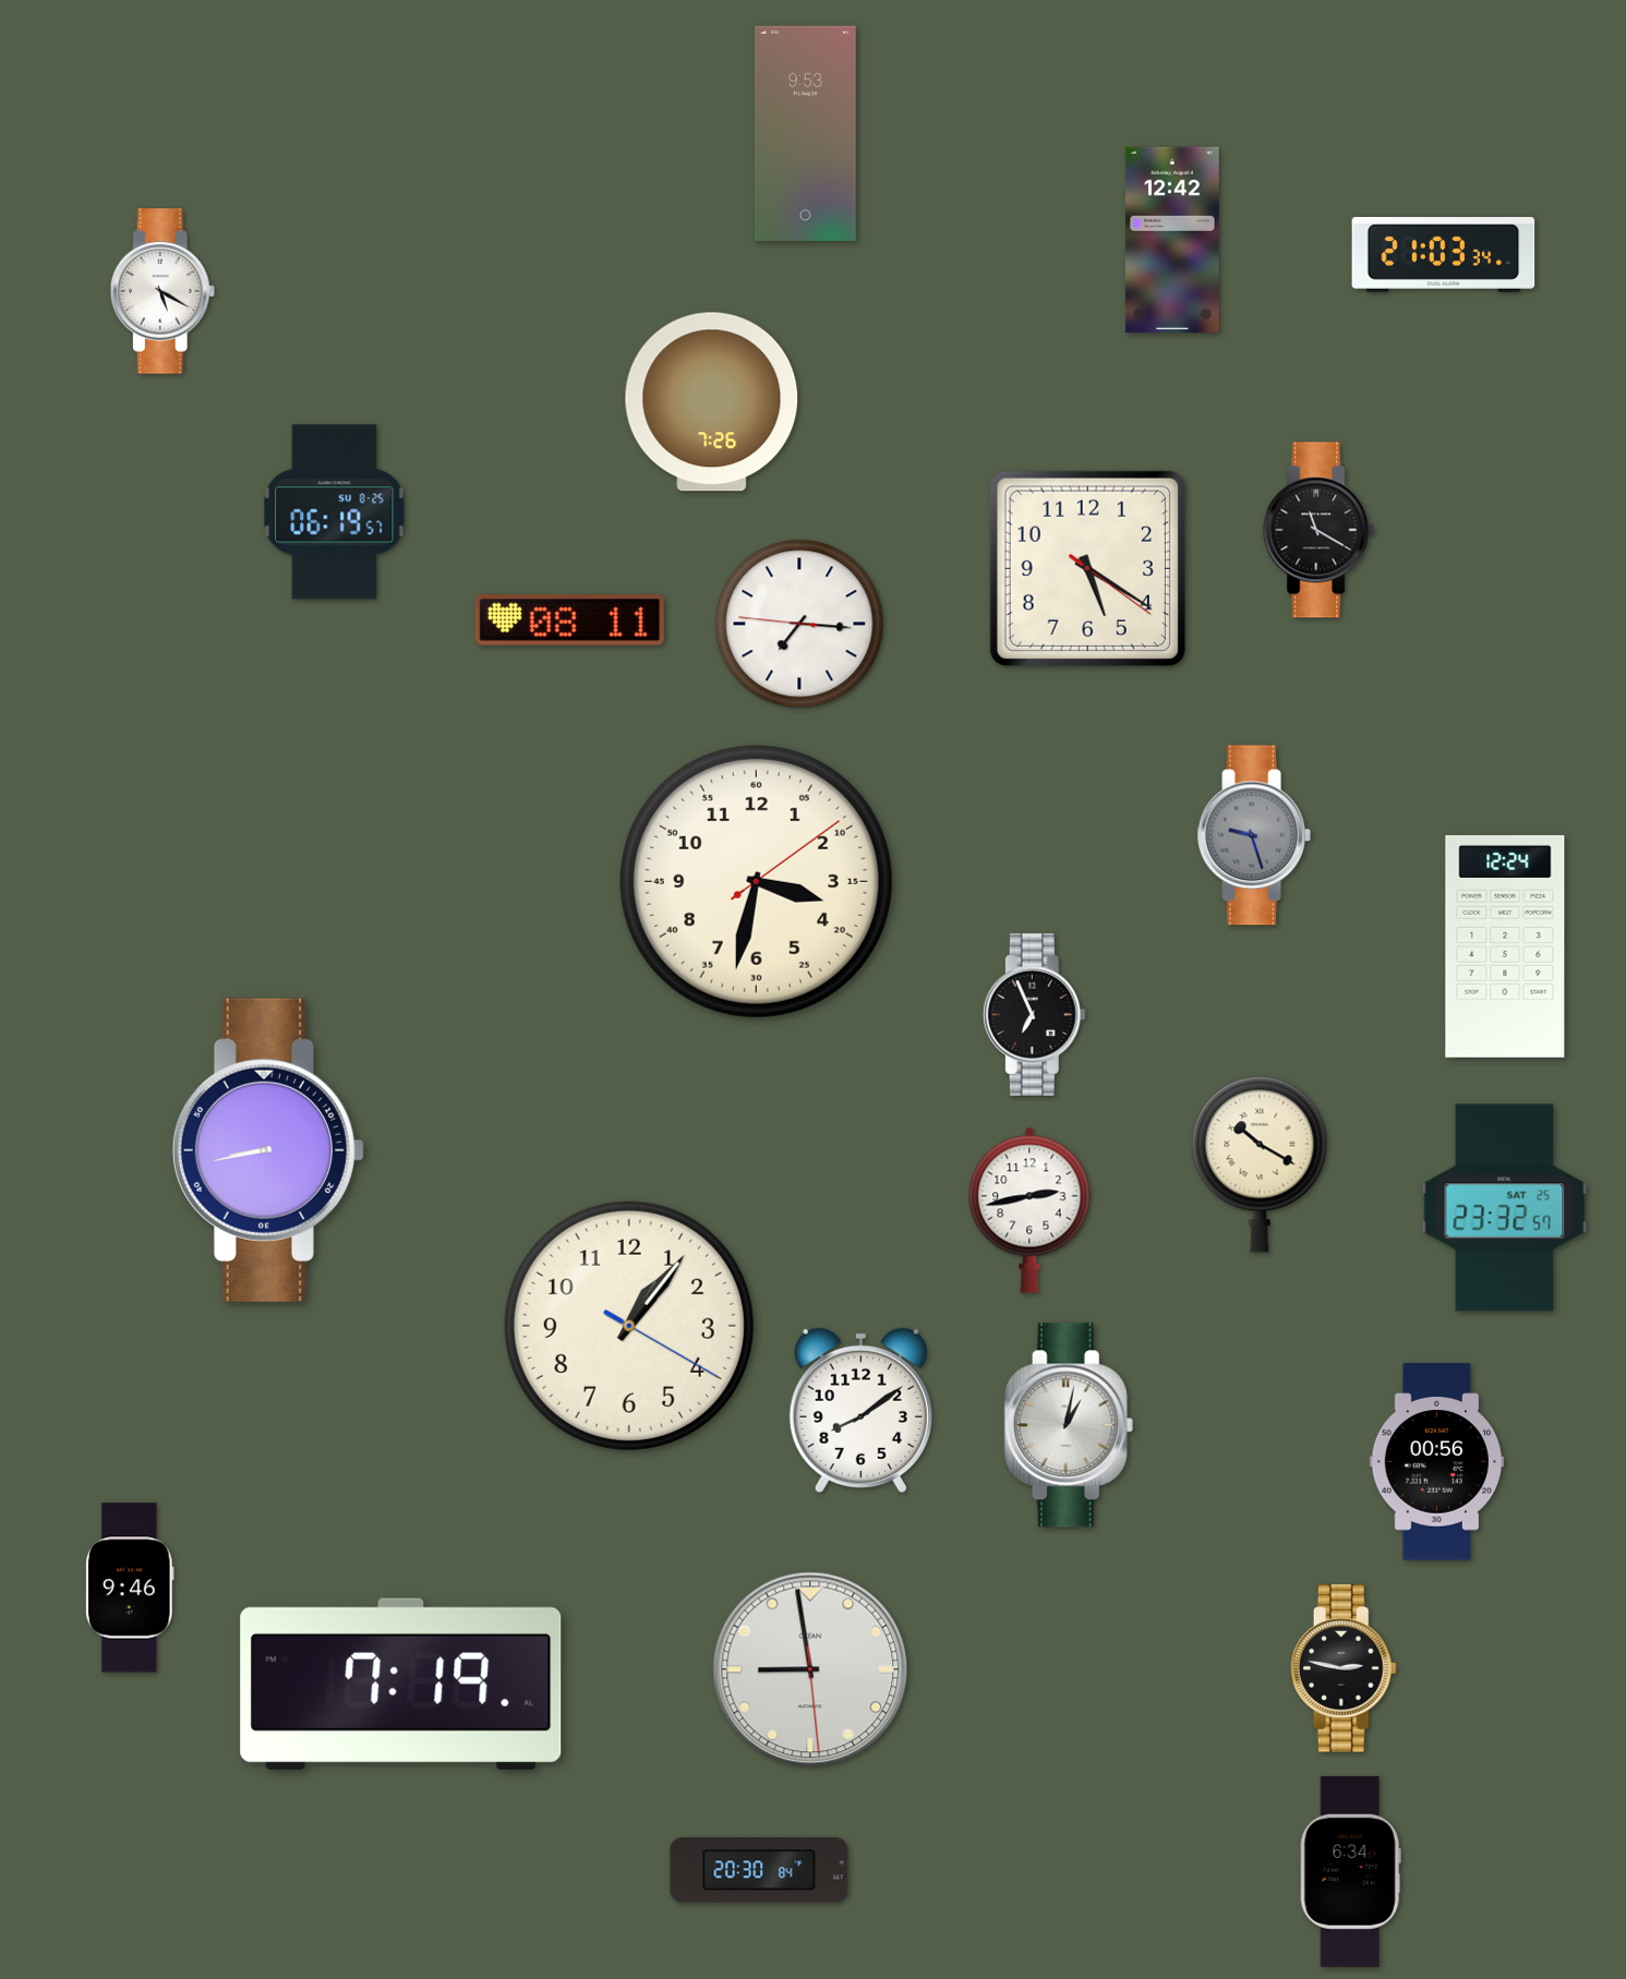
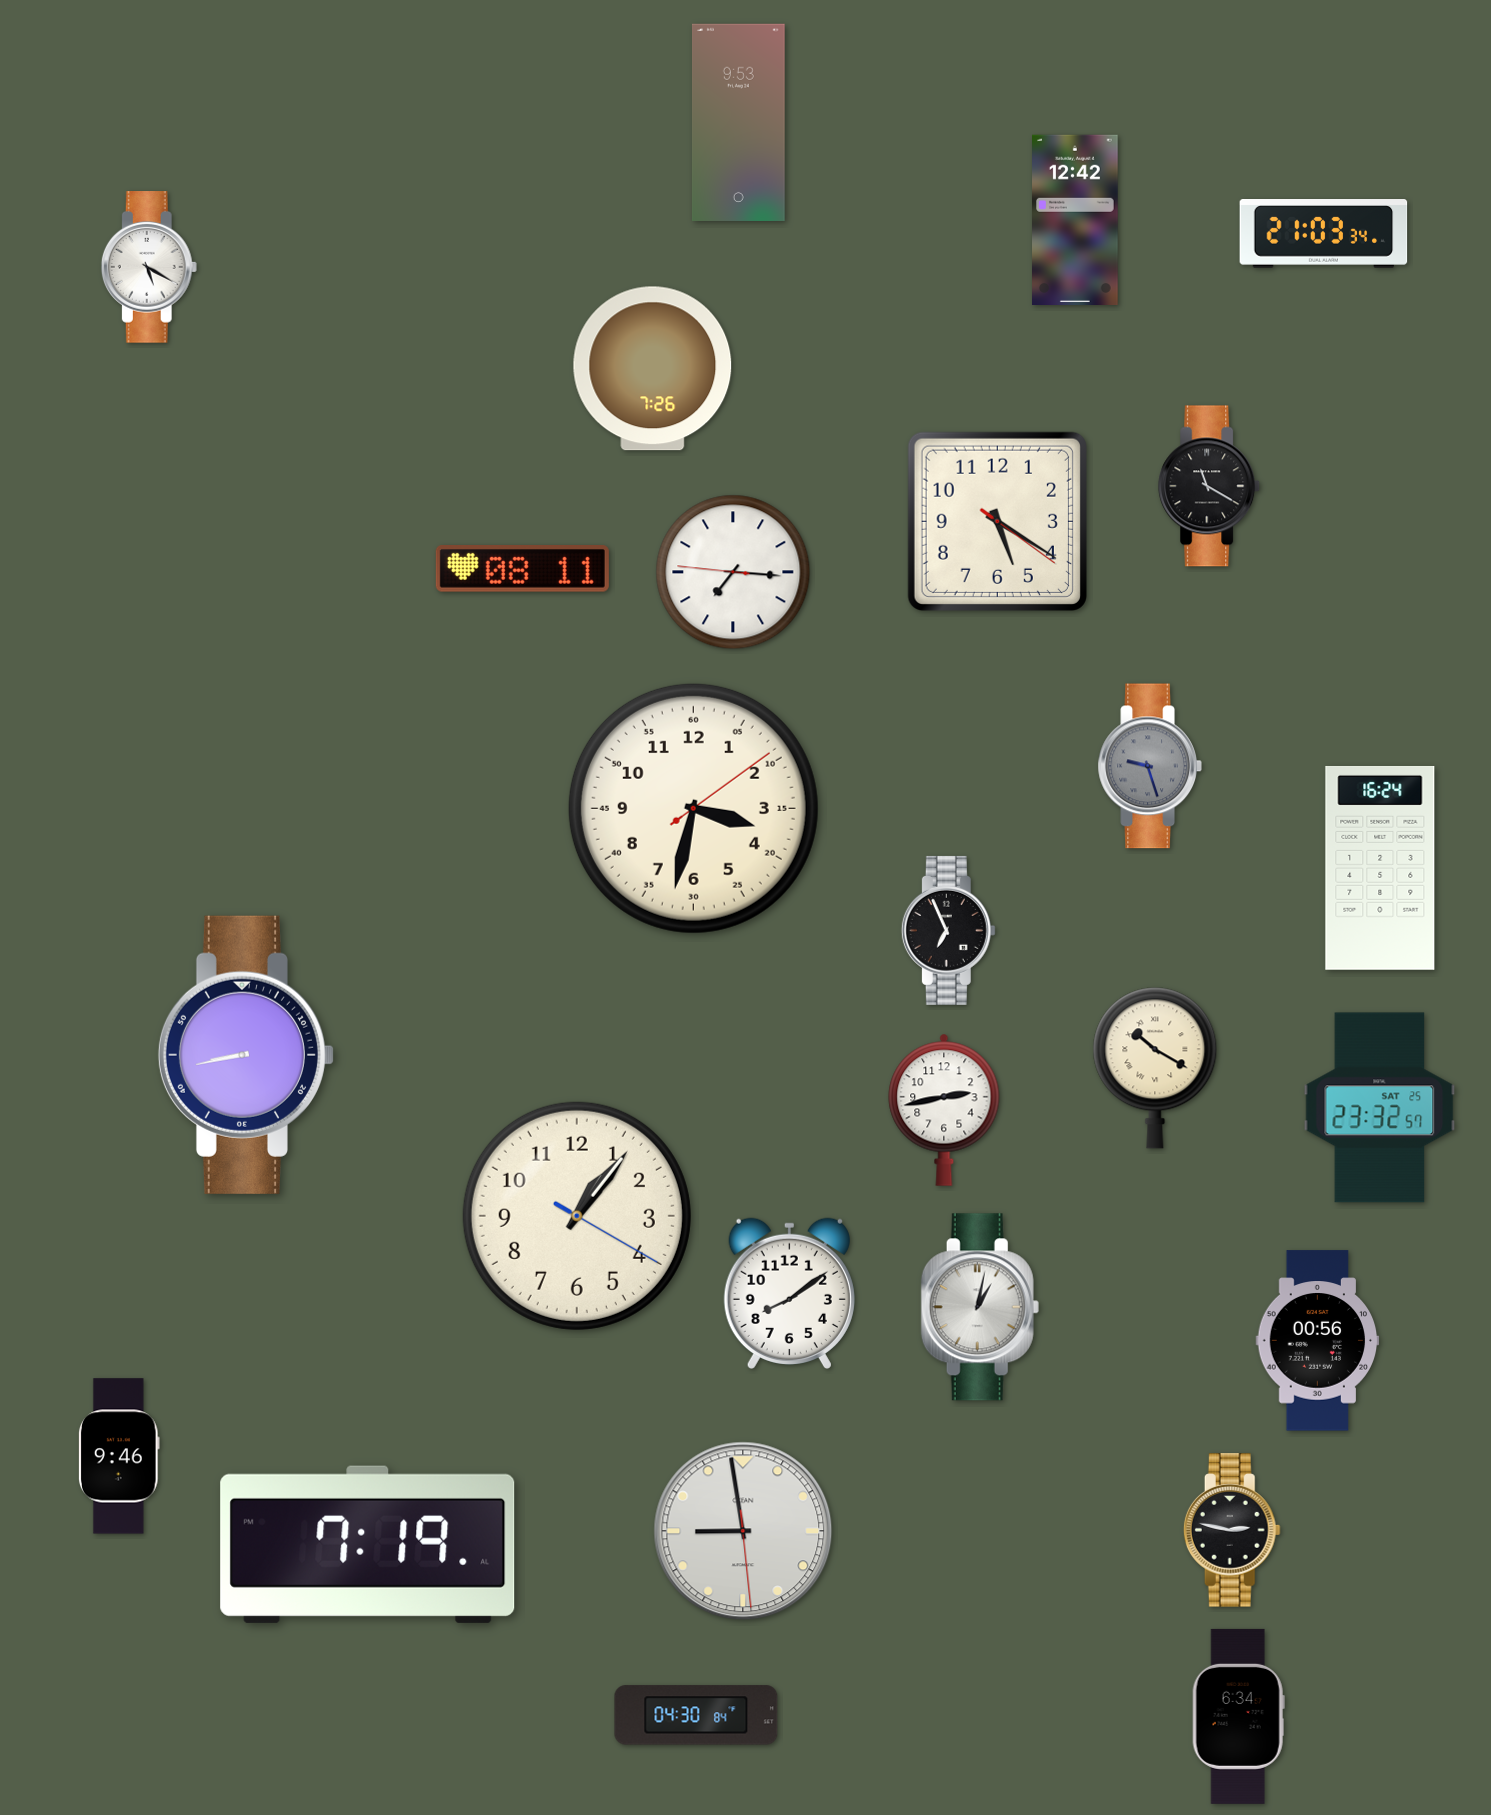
clock at (335, 512): 06:19 -> none
clock at (1505, 946): 12:24 -> 16:24
clock at (759, 1870): 20:30 -> 04:30
